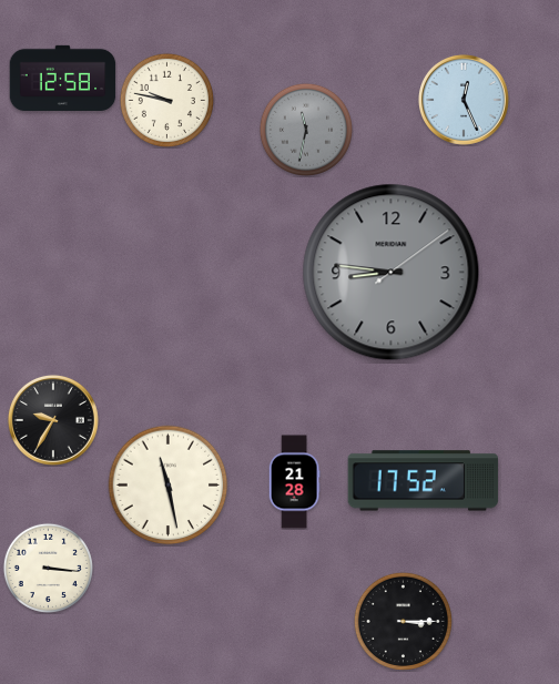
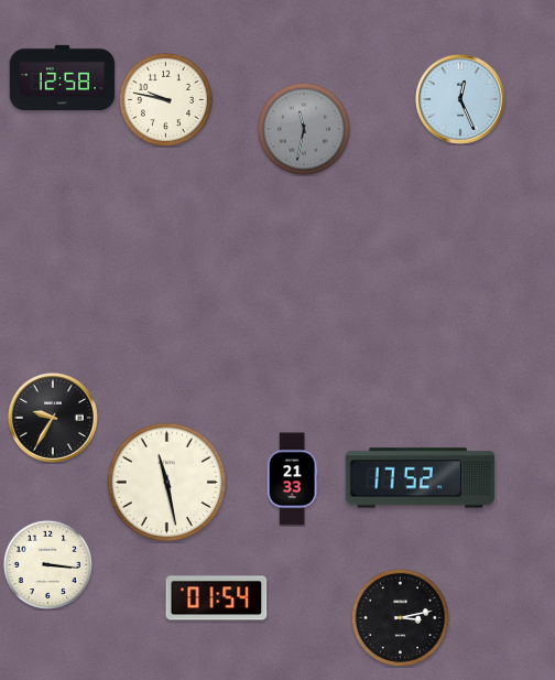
clock at (392, 273): 8:46 -> none
clock at (294, 482): 21:28 -> 21:33
clock at (217, 598): none -> 01:54
clock at (403, 621): 3:15 -> 3:13
